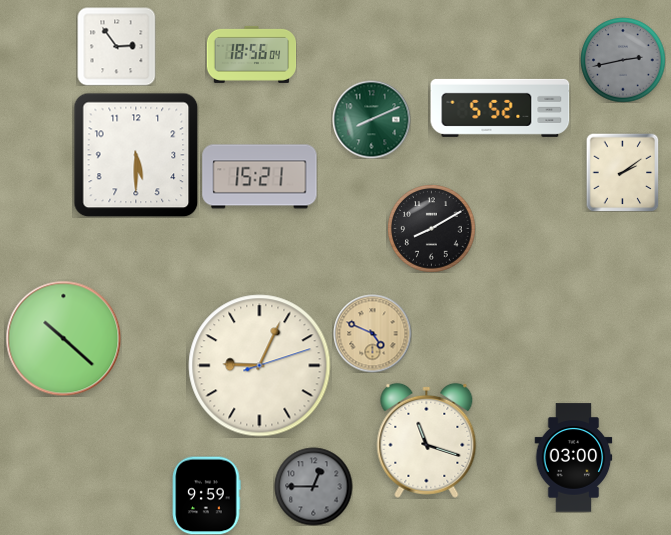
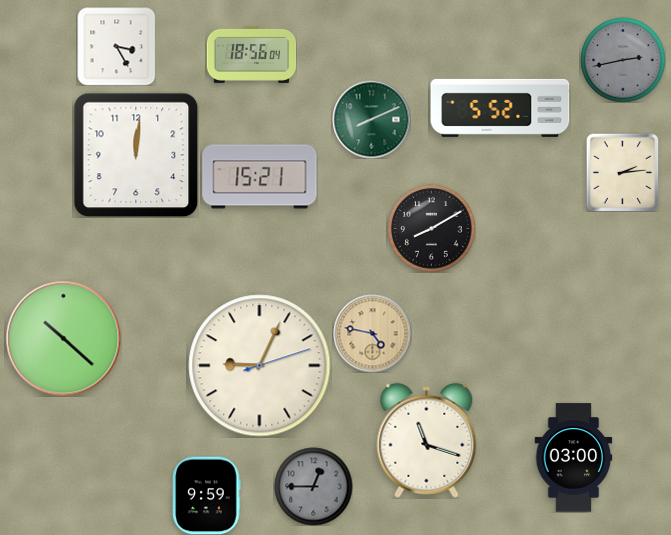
clock at (116, 46): 2:54 -> 3:25
clock at (136, 155): 5:30 -> 12:01
clock at (623, 172): 2:09 -> 2:14
clock at (372, 333): 4:49 -> 4:47
